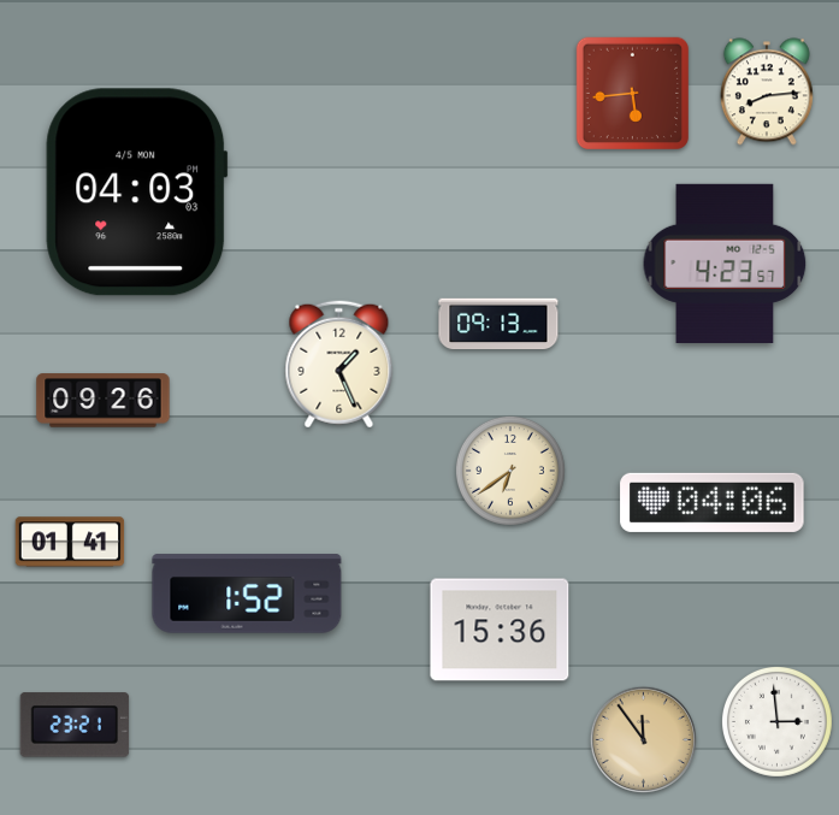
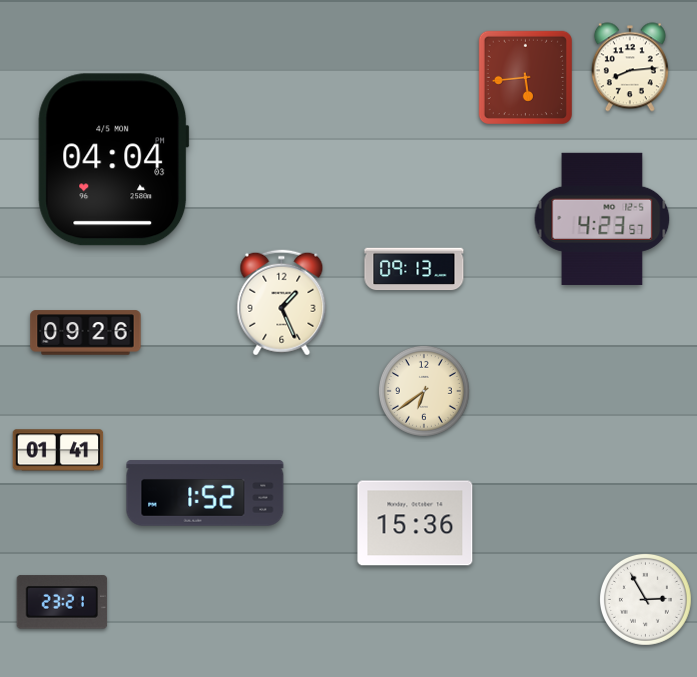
clock at (767, 91) position: (767, 91) -> (630, 67)
clock at (137, 193): 04:03 -> 04:04
clock at (713, 502): 04:06 -> none
clock at (776, 721): 2:59 -> 2:55
clock at (643, 739): 11:54 -> none
